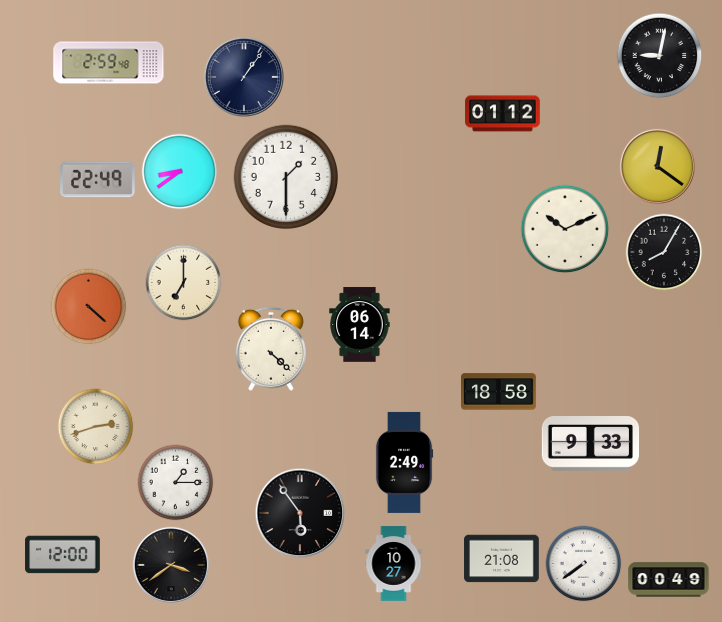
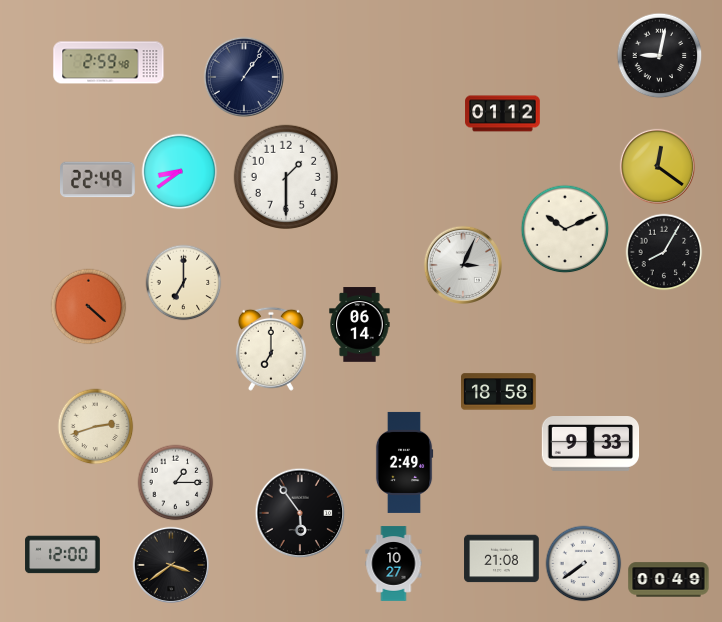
clock at (462, 264): none -> 3:04
clock at (271, 349): 4:22 -> 7:00
